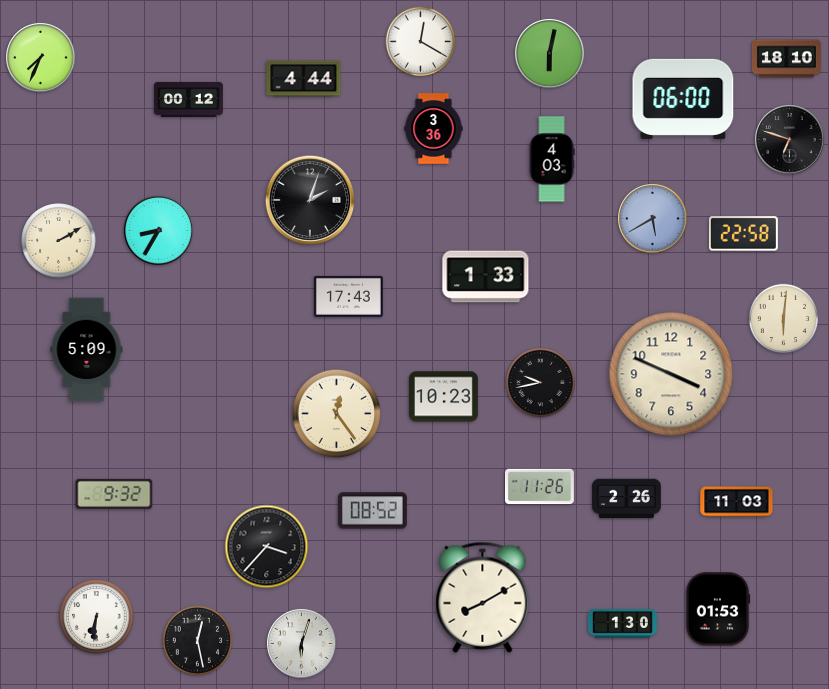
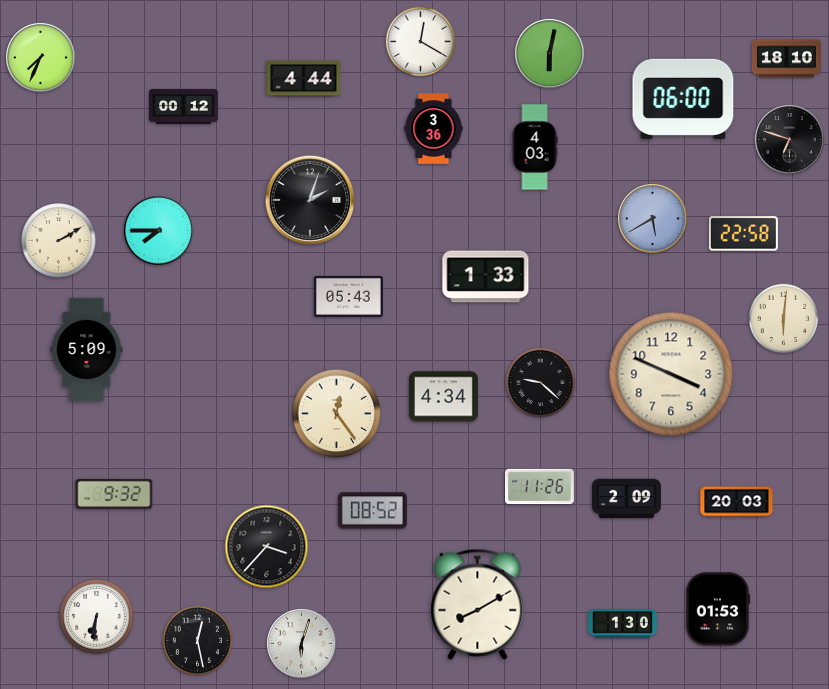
clock at (189, 99) position: (189, 99) -> (184, 106)
clock at (552, 159) position: (552, 159) -> (535, 147)
clock at (159, 231): 8:35 -> 7:45
clock at (348, 296): 17:43 -> 05:43
clock at (541, 383): 9:43 -> 9:22
clock at (443, 397): 10:23 -> 4:34
clock at (626, 499): 2:26 -> 2:09
clock at (737, 502): 11:03 -> 20:03
clock at (483, 597) position: (483, 597) -> (478, 604)
